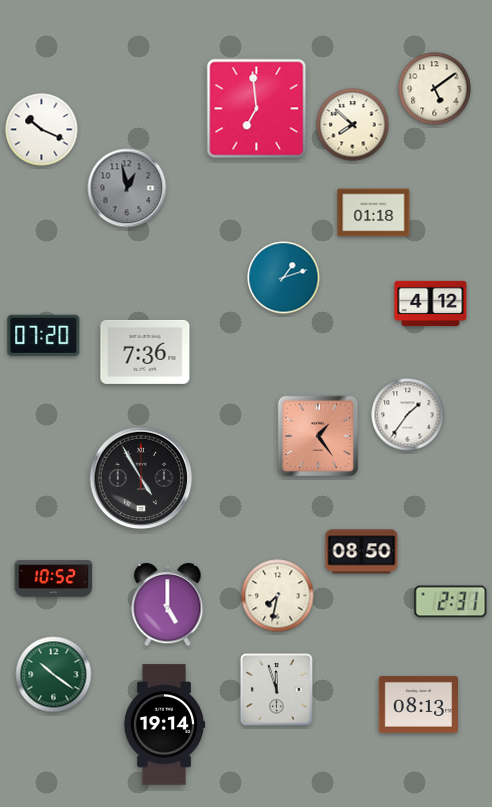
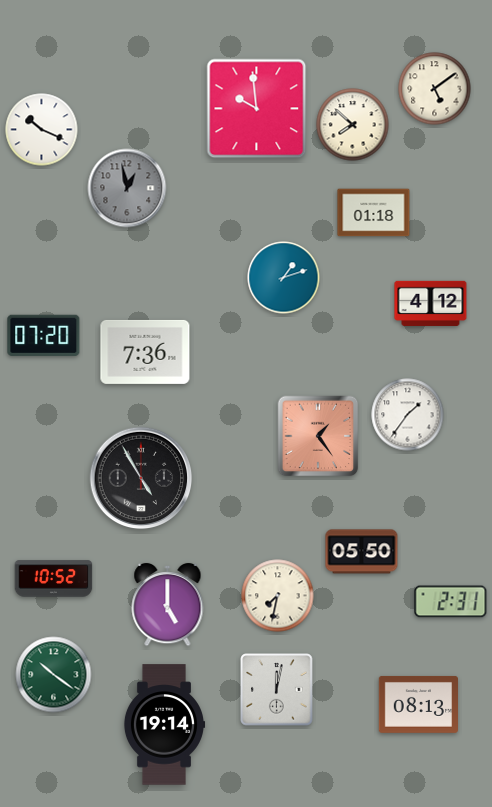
clock at (257, 109): 6:59 -> 9:59
clock at (362, 552): 08:50 -> 05:50
clock at (277, 690): 11:57 -> 12:02
